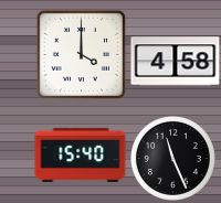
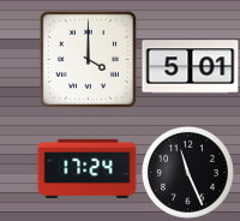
clock at (176, 62): 4:58 -> 5:01
clock at (81, 154): 15:40 -> 17:24
